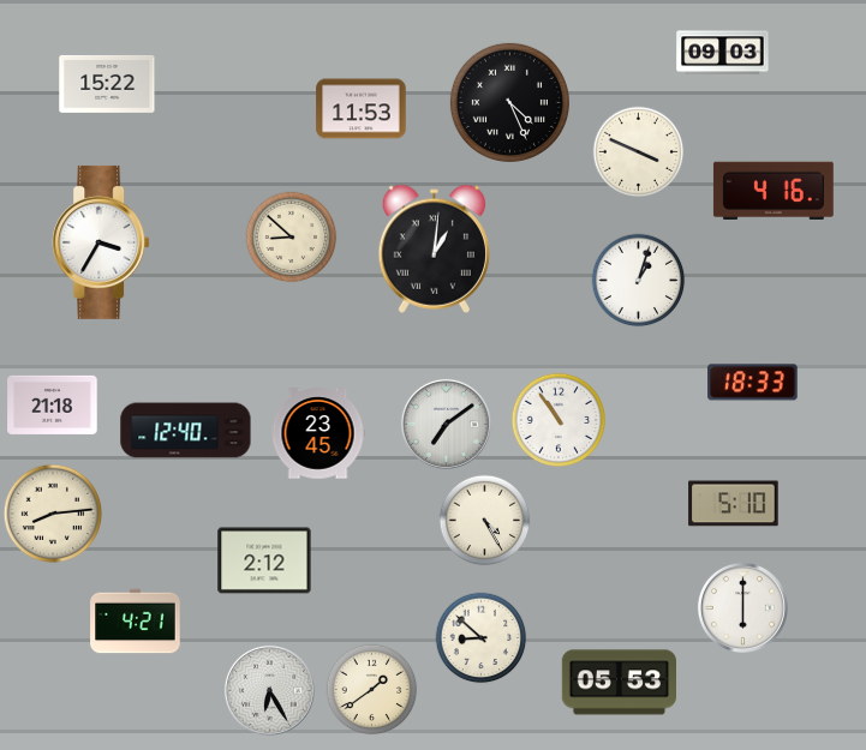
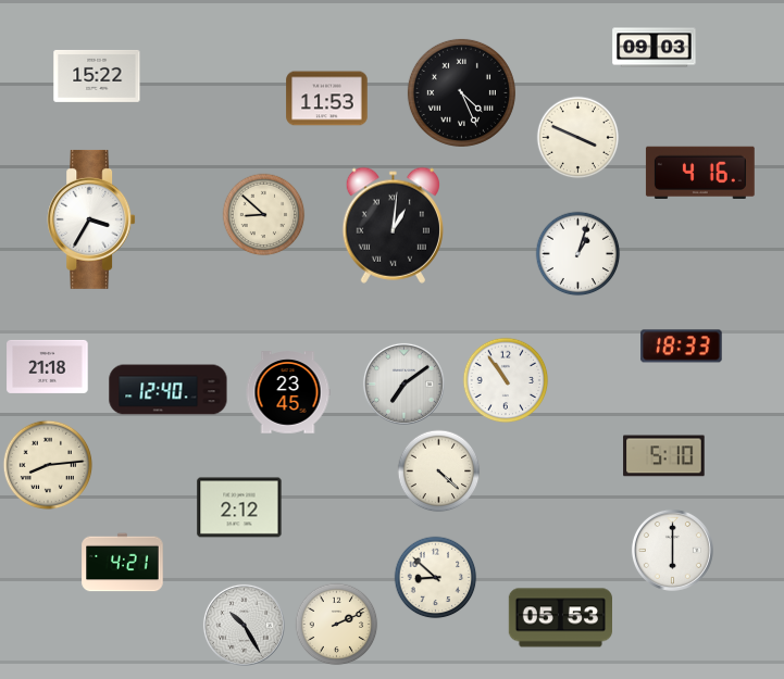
clock at (485, 521): 4:25 -> 4:22
clock at (269, 690): 6:25 -> 10:25
clock at (372, 690): 1:39 -> 2:11
